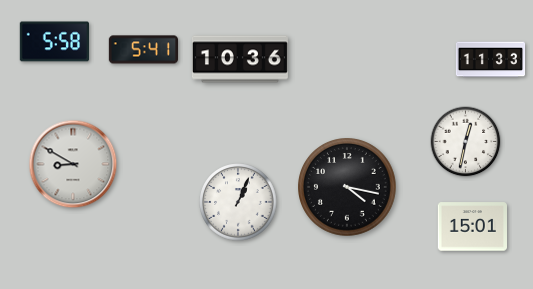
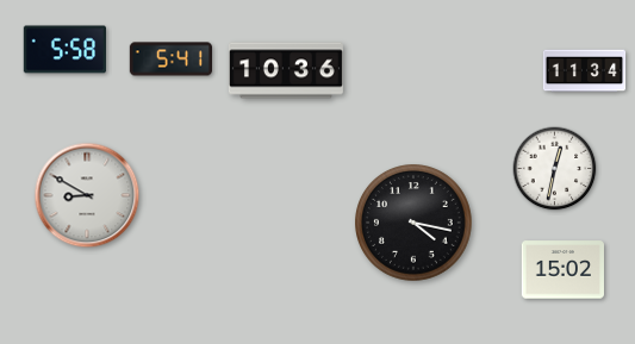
clock at (491, 60): 11:33 -> 11:34
clock at (238, 202): 1:04 -> none
clock at (472, 227): 15:01 -> 15:02
